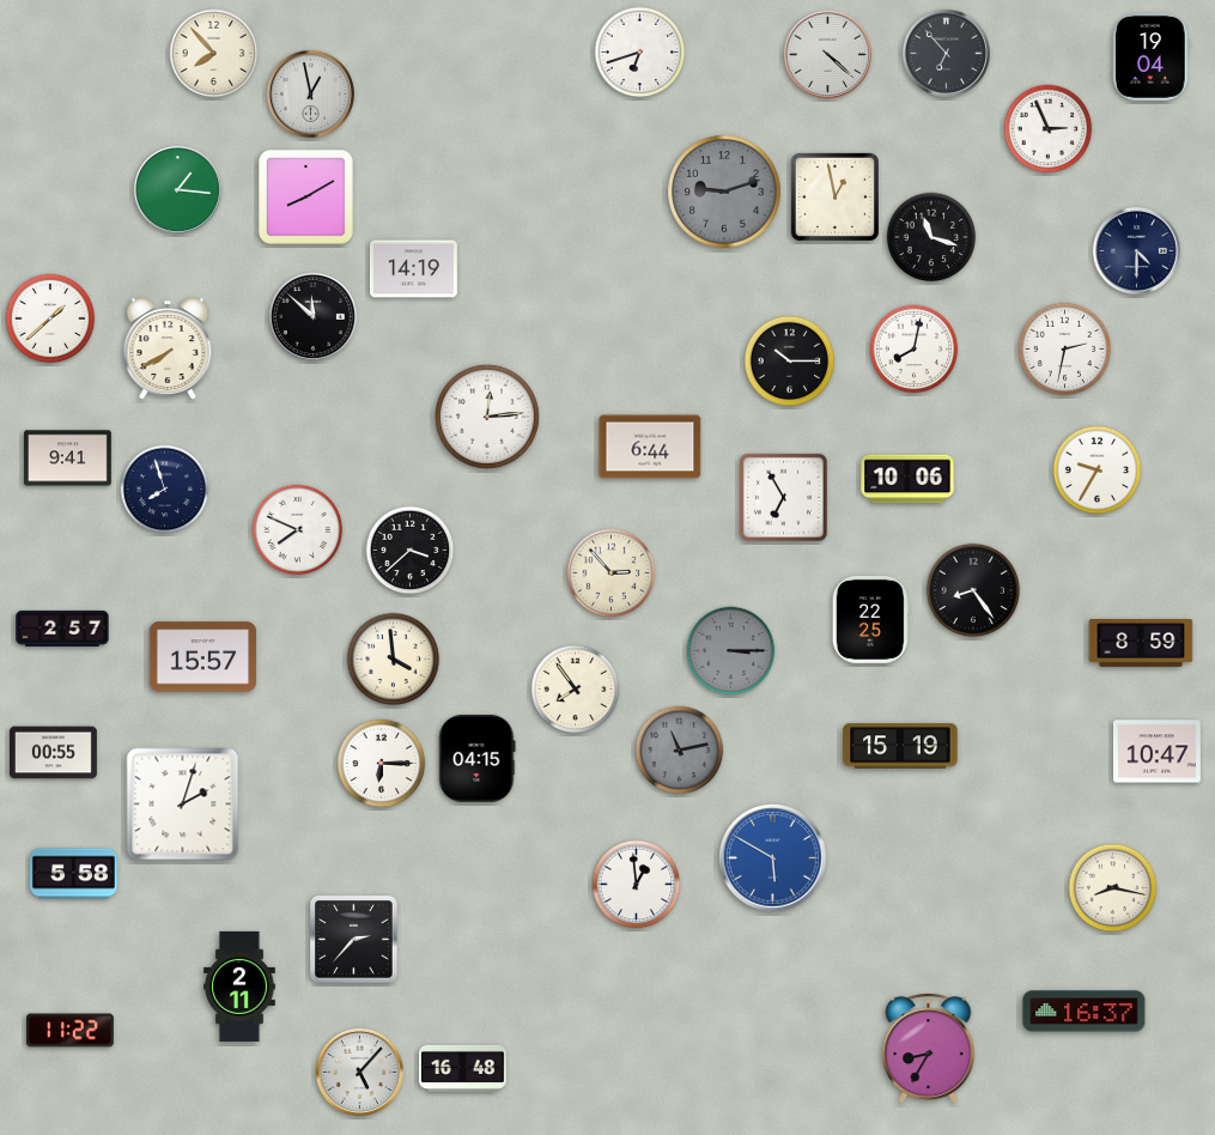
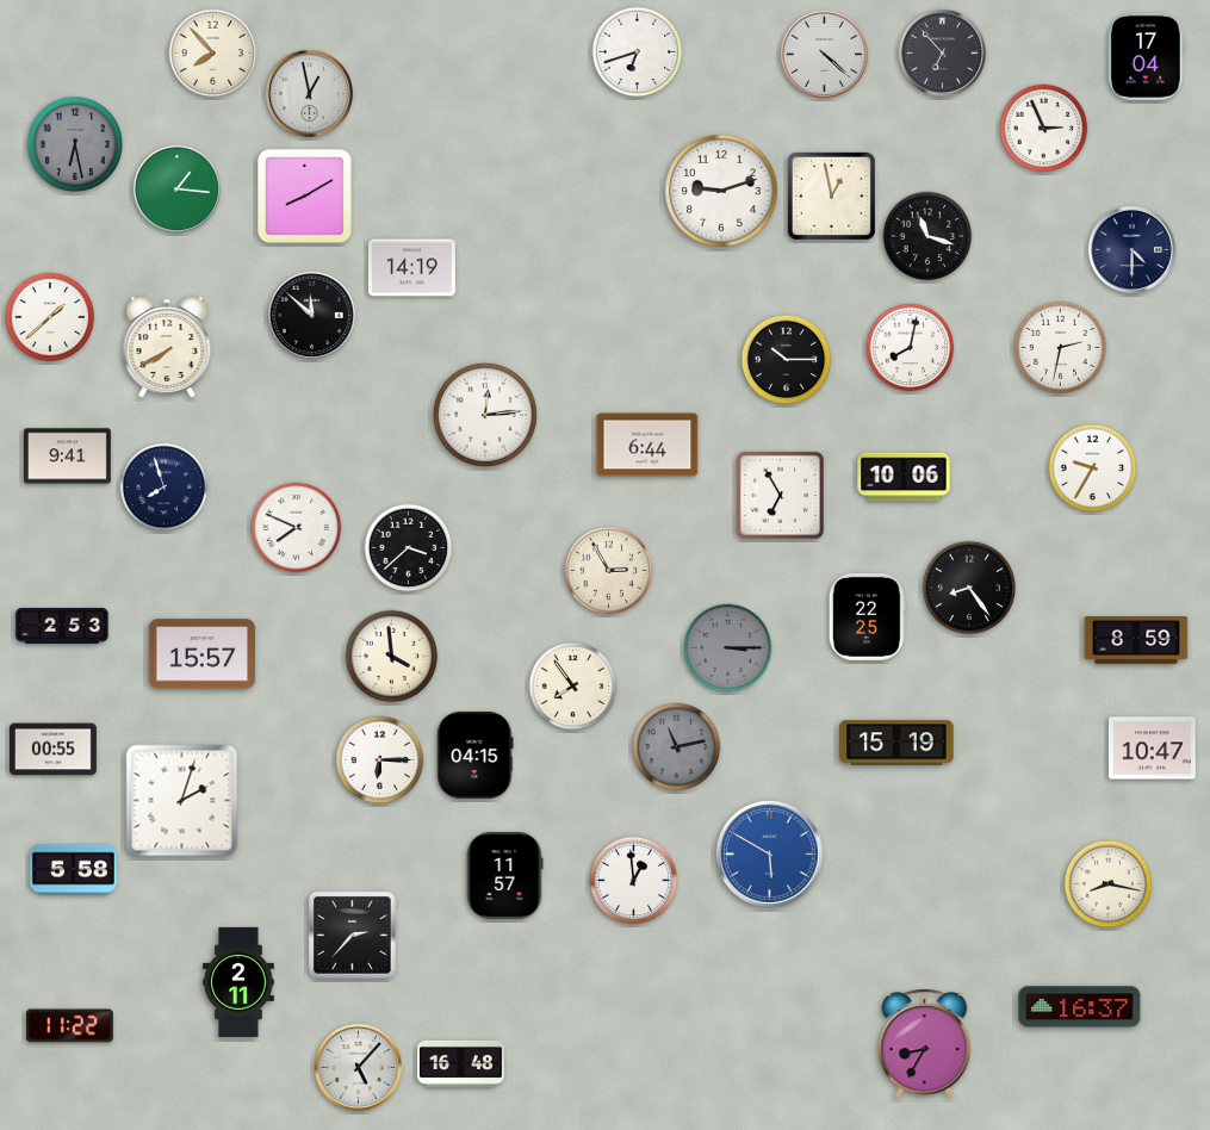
clock at (1152, 56): 19:04 -> 17:04
clock at (74, 143): none -> 6:28
clock at (724, 192) dial: grey -> white
clock at (612, 573): 2:53 -> 2:55
clock at (62, 629): 2:57 -> 2:53
clock at (504, 875): none -> 11:57
